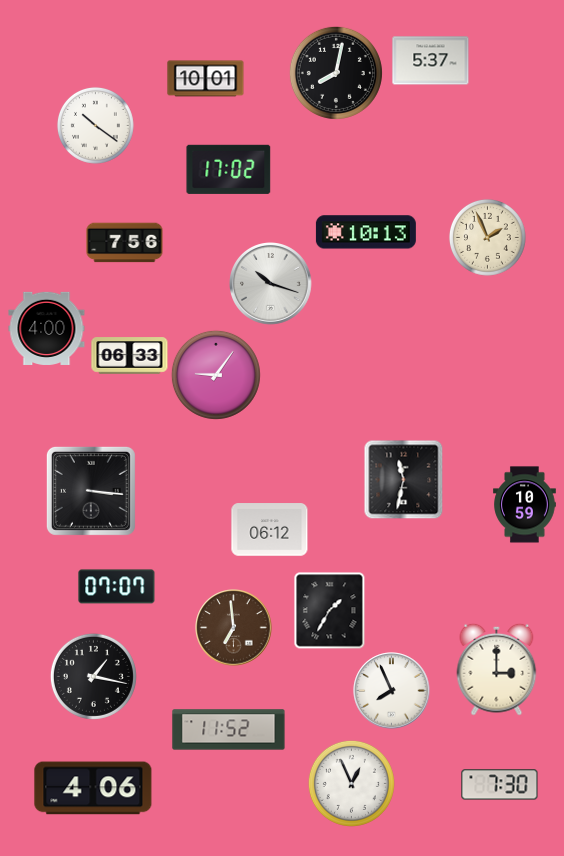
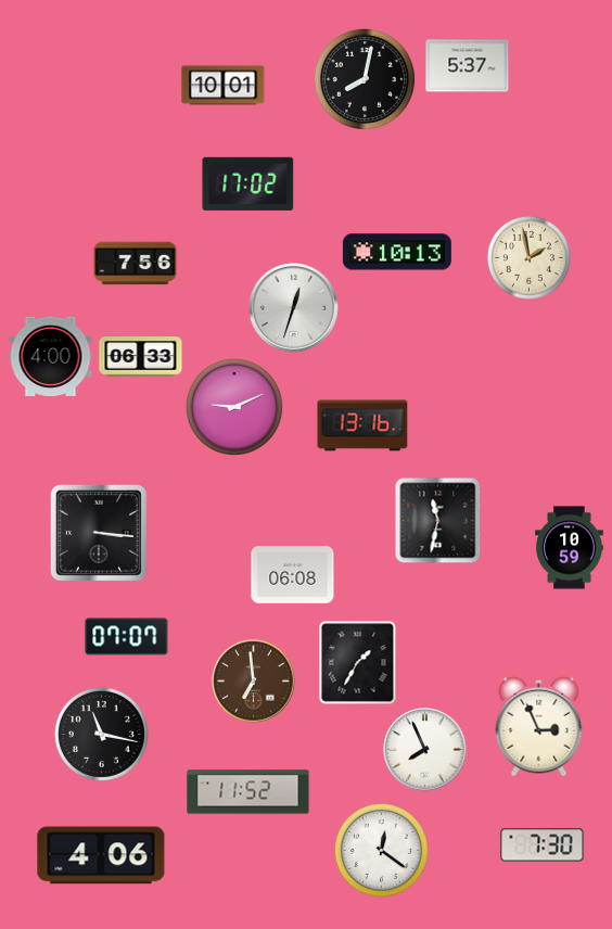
clock at (95, 125): 10:21 -> none
clock at (487, 237): 1:56 -> 1:58
clock at (271, 284): 10:18 -> 12:33
clock at (130, 356) position: (130, 356) -> (141, 357)
clock at (216, 375): 9:06 -> 9:11
clock at (362, 425): none -> 13:16
clock at (270, 530): 06:12 -> 06:08
clock at (497, 669): 3:00 -> 2:56
clock at (93, 676): 1:17 -> 11:17
clock at (351, 783): 12:56 -> 12:21
clock at (500, 785) position: (500, 785) -> (543, 845)
